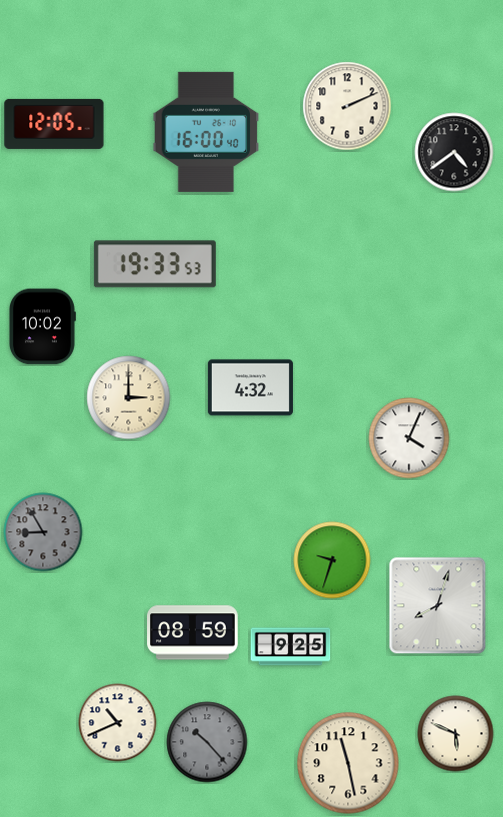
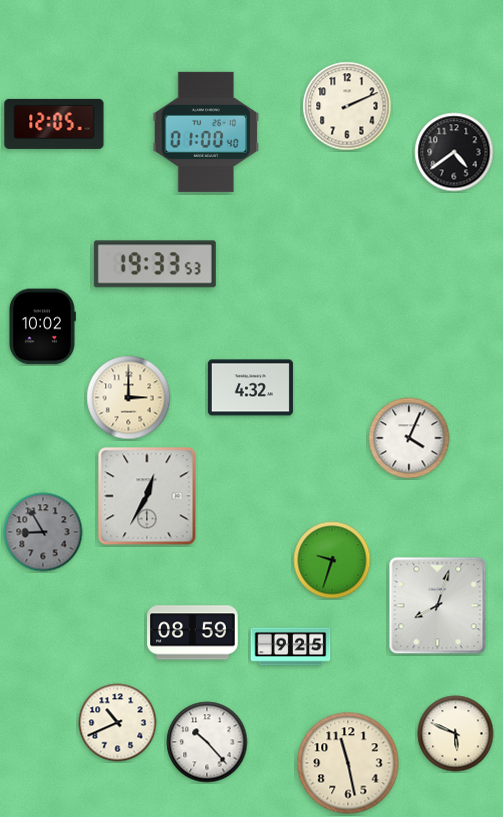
clock at (206, 132): 16:00 -> 01:00
clock at (147, 496): none -> 12:35
clock at (207, 742) dial: grey -> white
